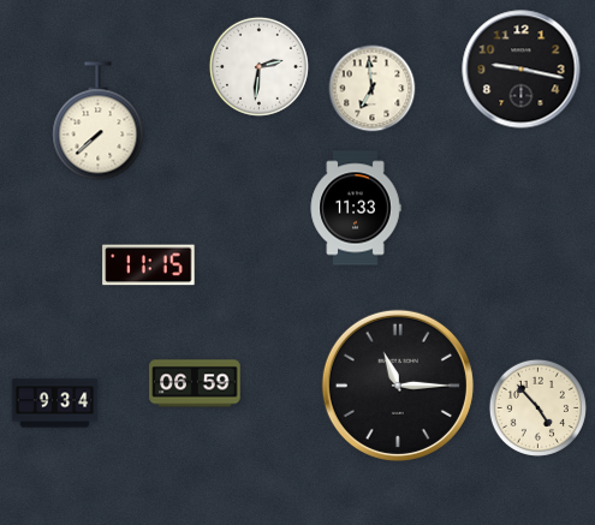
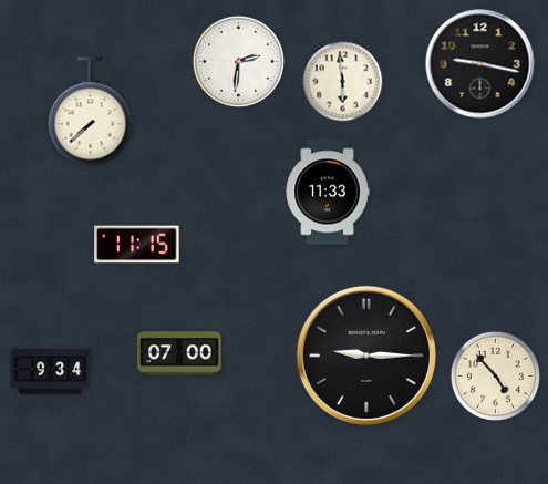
clock at (373, 89): 6:59 -> 5:59
clock at (195, 383): 06:59 -> 07:00
clock at (398, 386): 11:15 -> 9:15
